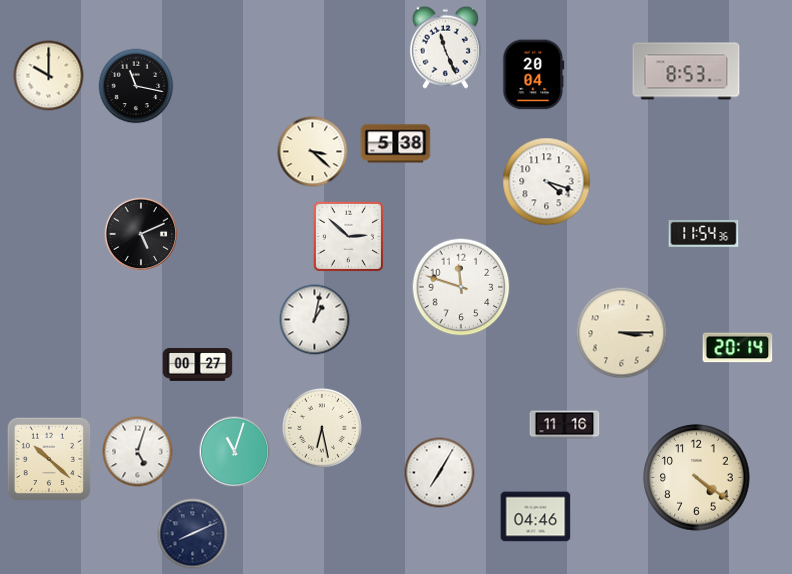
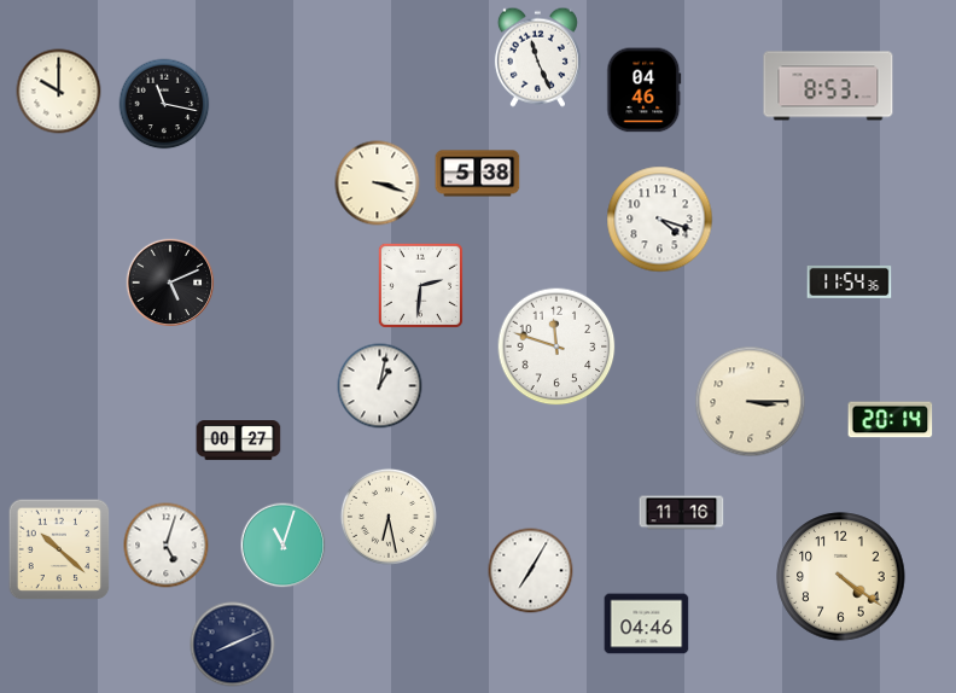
clock at (534, 75): 20:04 -> 04:46
clock at (313, 152): 3:22 -> 3:18
clock at (348, 236): 2:52 -> 2:31
clock at (49, 459) position: (49, 459) -> (59, 549)
